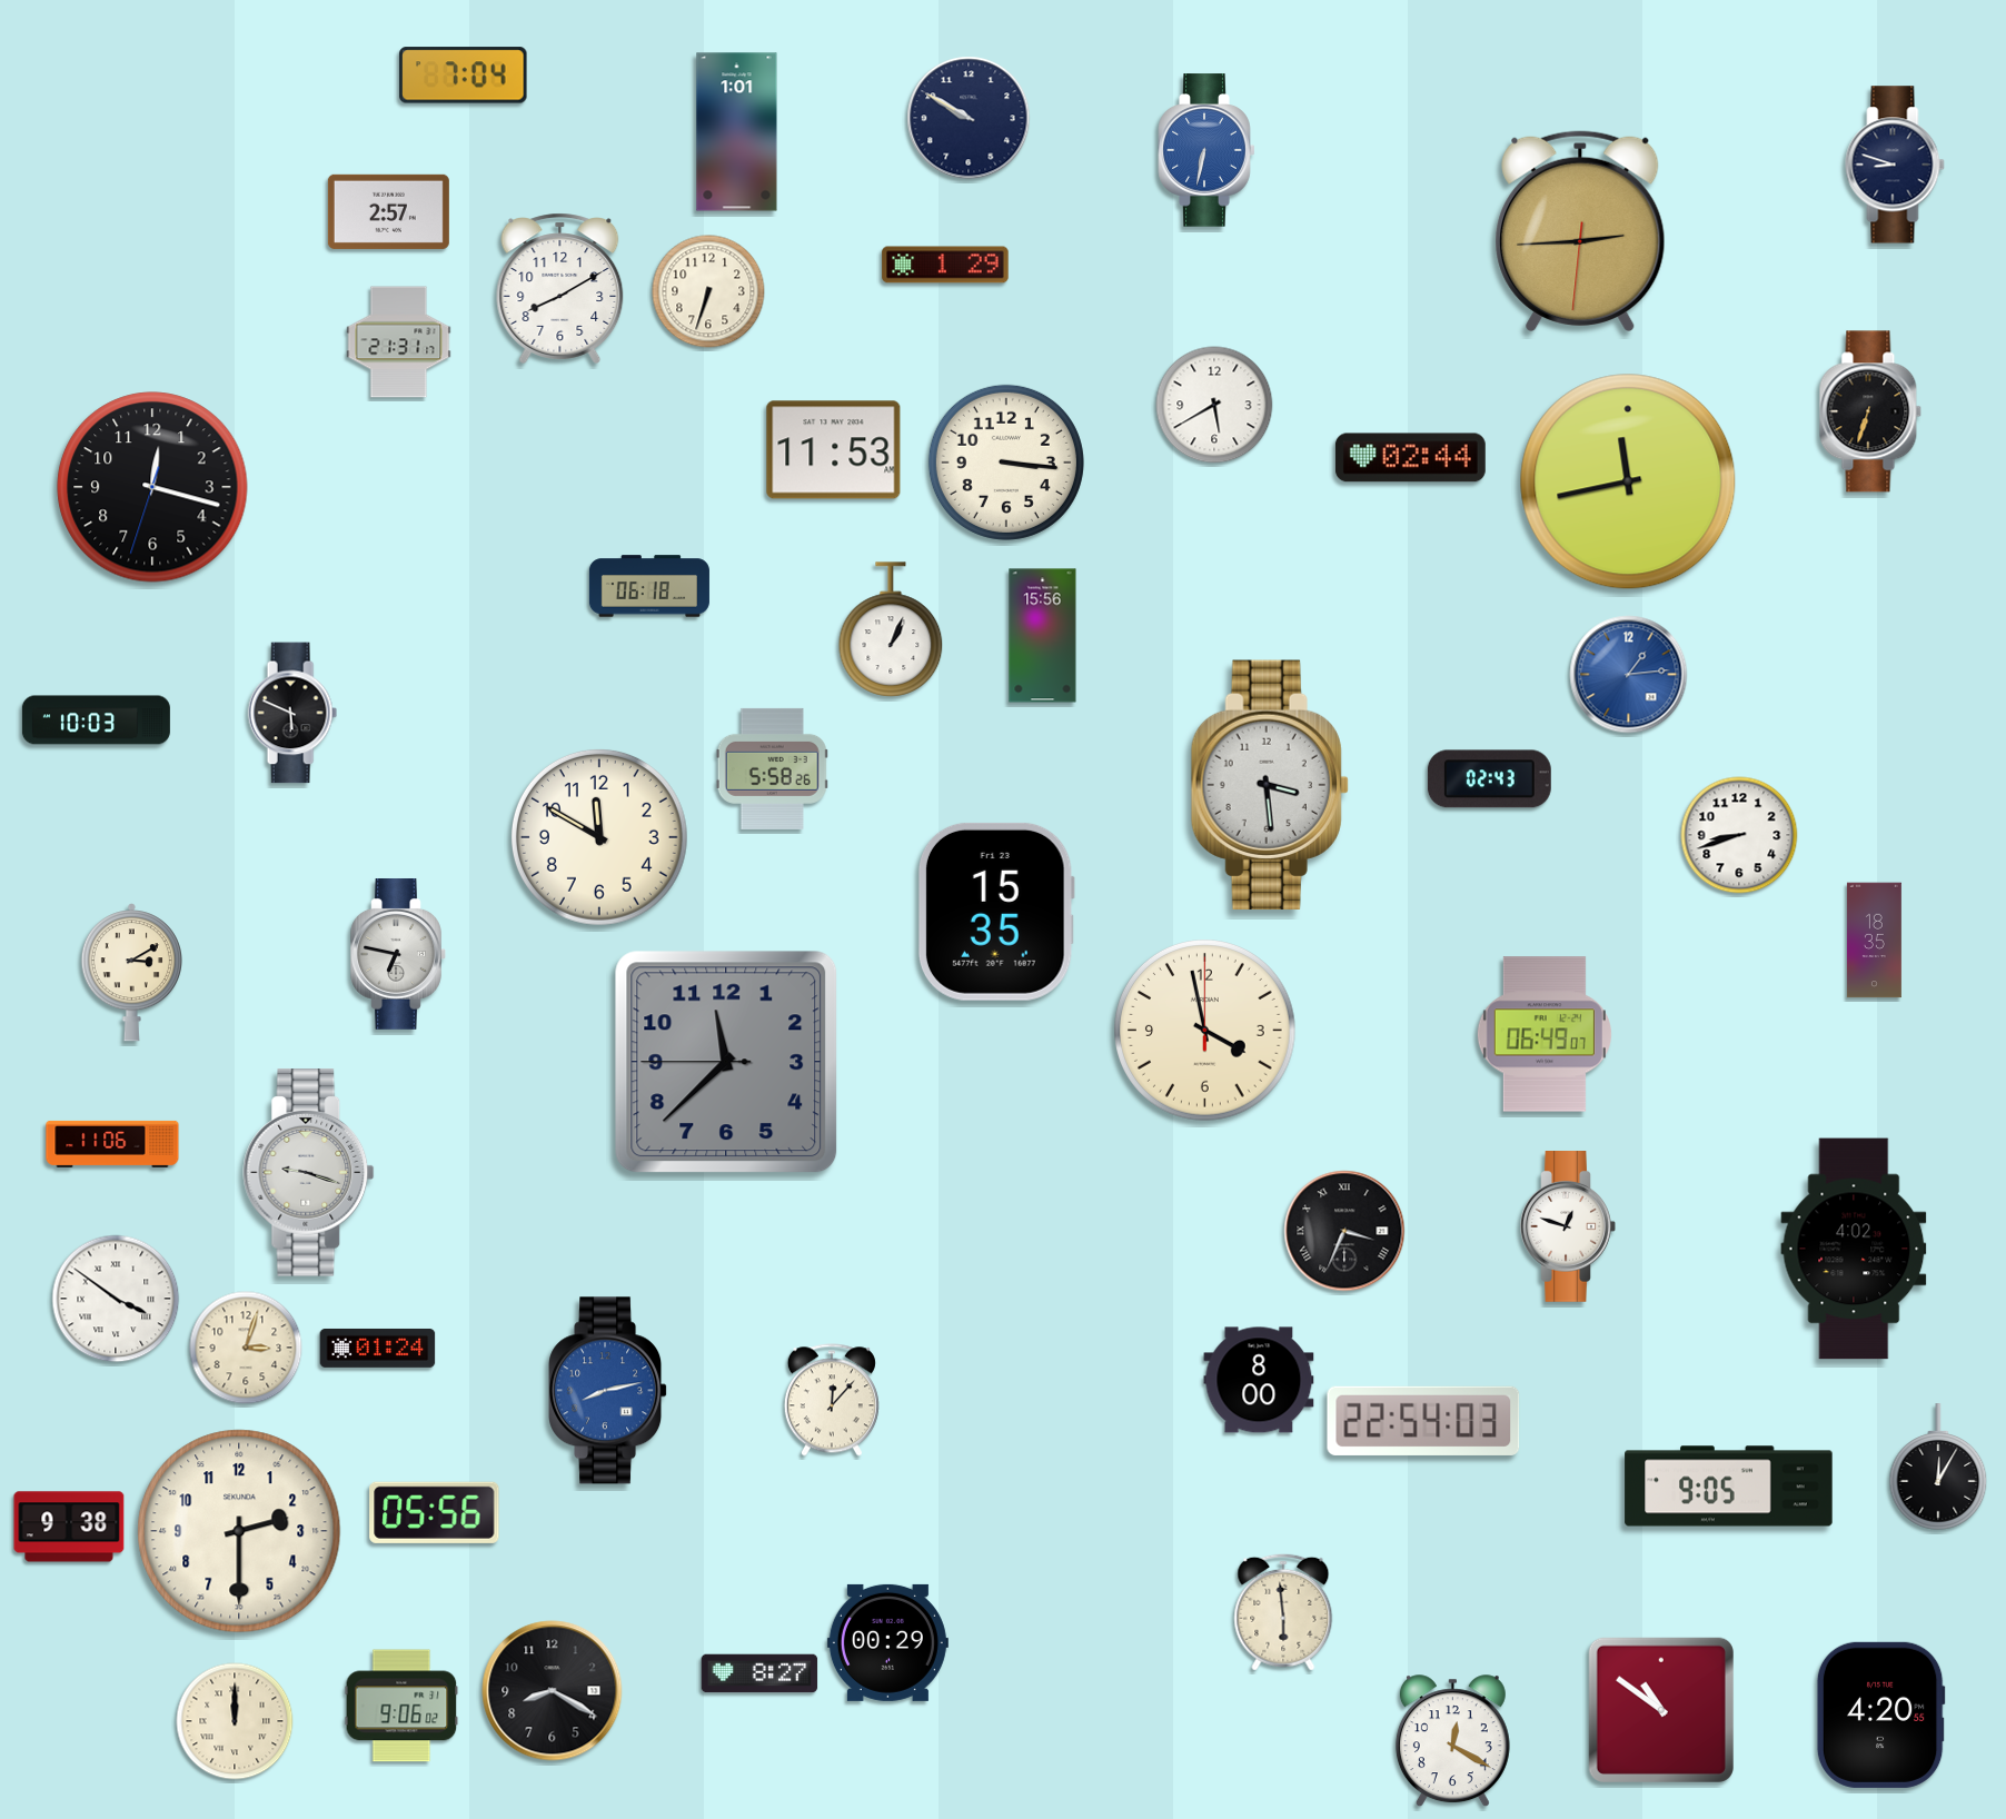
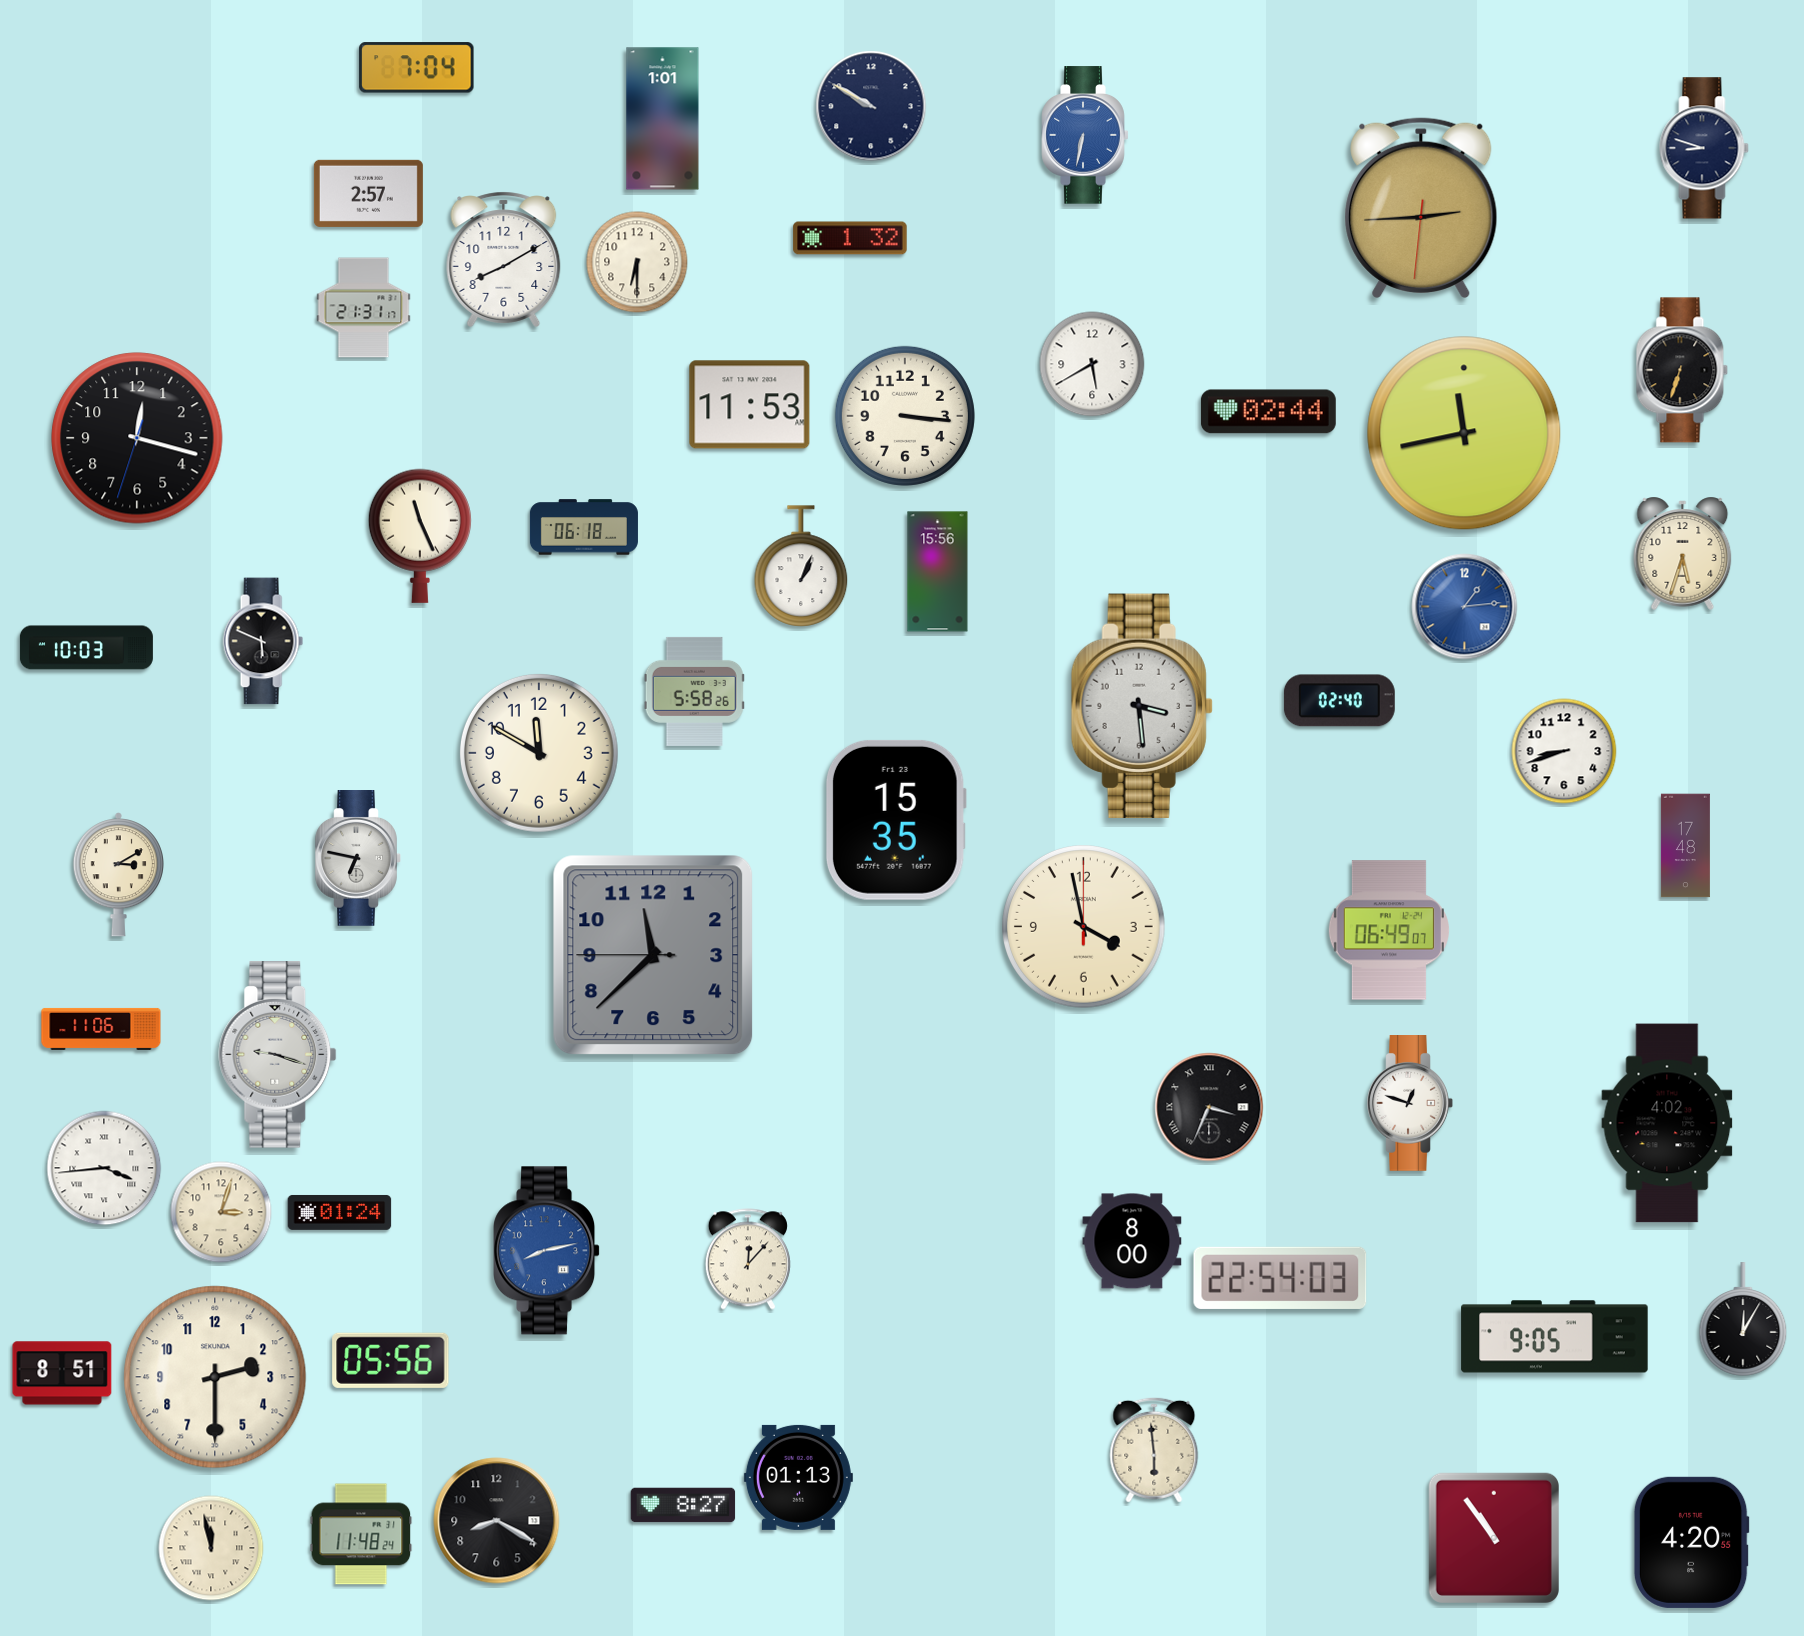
clock at (388, 211) position: (388, 211) -> (368, 193)
clock at (945, 265): 1:29 -> 1:32
clock at (708, 291): 6:33 -> 6:30
clock at (399, 342) position: (399, 342) -> (364, 308)
clock at (420, 536): none -> 11:26
clock at (1683, 553): none -> 5:33
clock at (1489, 779): 02:43 -> 02:40
clock at (1874, 941): 18:35 -> 17:48
clock at (116, 1299): 3:51 -> 3:44
clock at (69, 1527): 9:38 -> 8:51
clock at (887, 1642): 00:29 -> 01:13
clock at (401, 1706): 9:06 -> 11:48
clock at (1661, 1710): 10:51 -> 10:54
clock at (235, 1721): 12:00 -> 11:58
clock at (1452, 1741): 12:20 -> none
